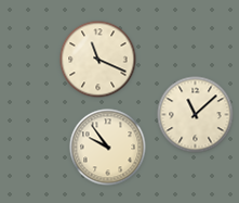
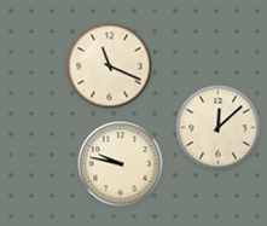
clock at (196, 115): 11:08 -> 12:08
clock at (108, 148): 9:54 -> 9:47
